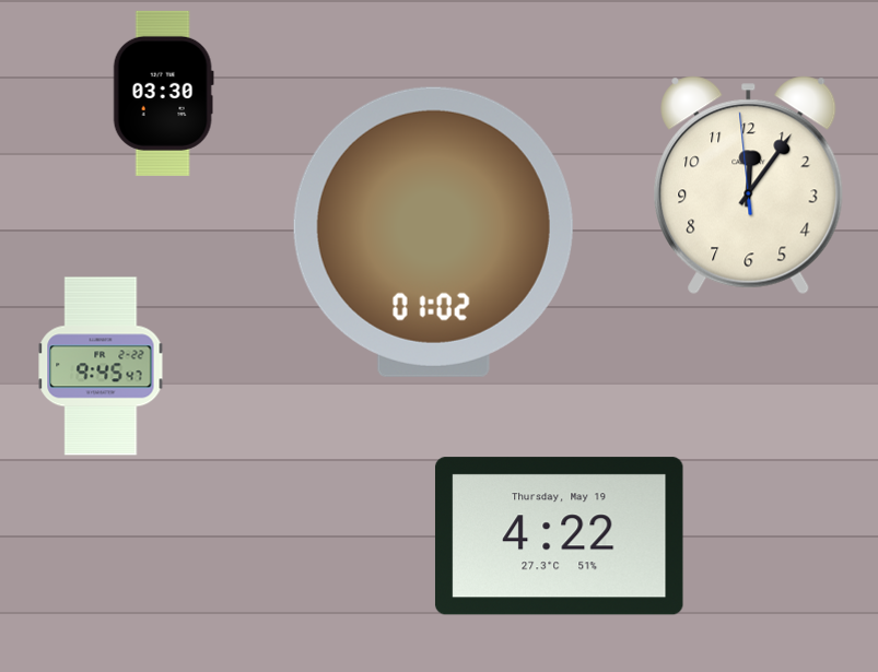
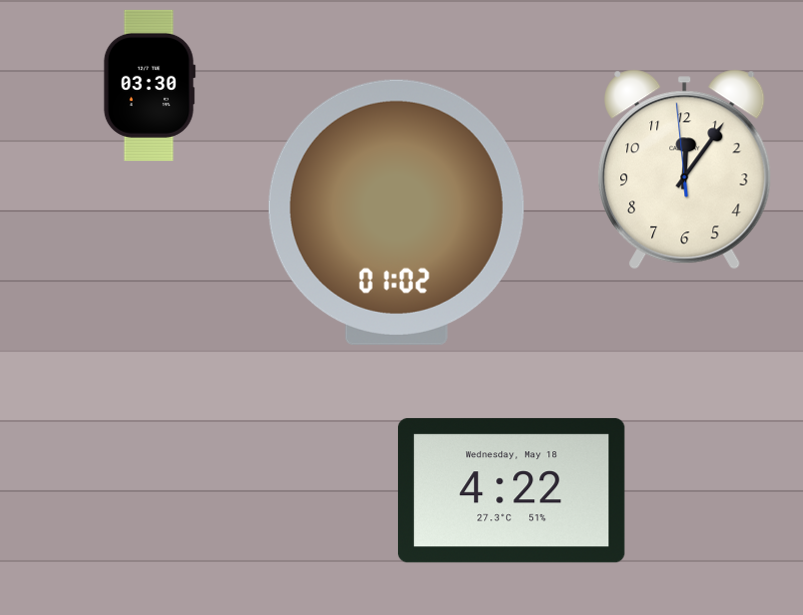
clock at (101, 366): 9:45 -> none
clock at (559, 537) date: Thursday, May 19 -> Wednesday, May 18
